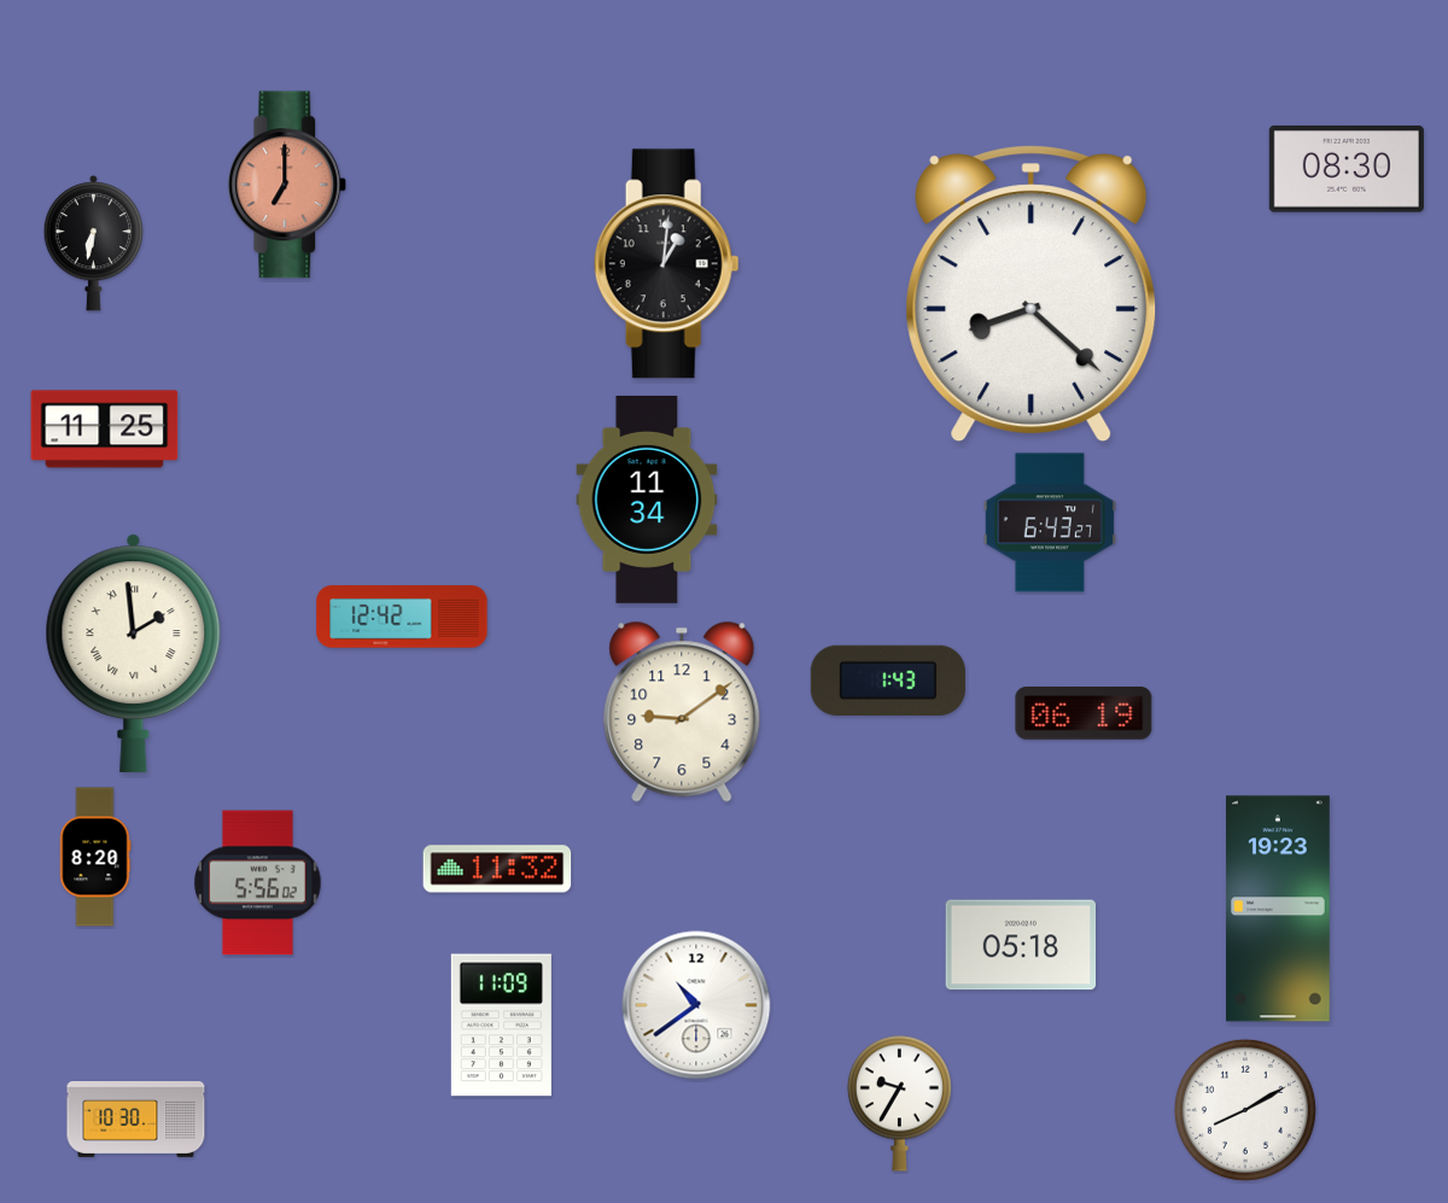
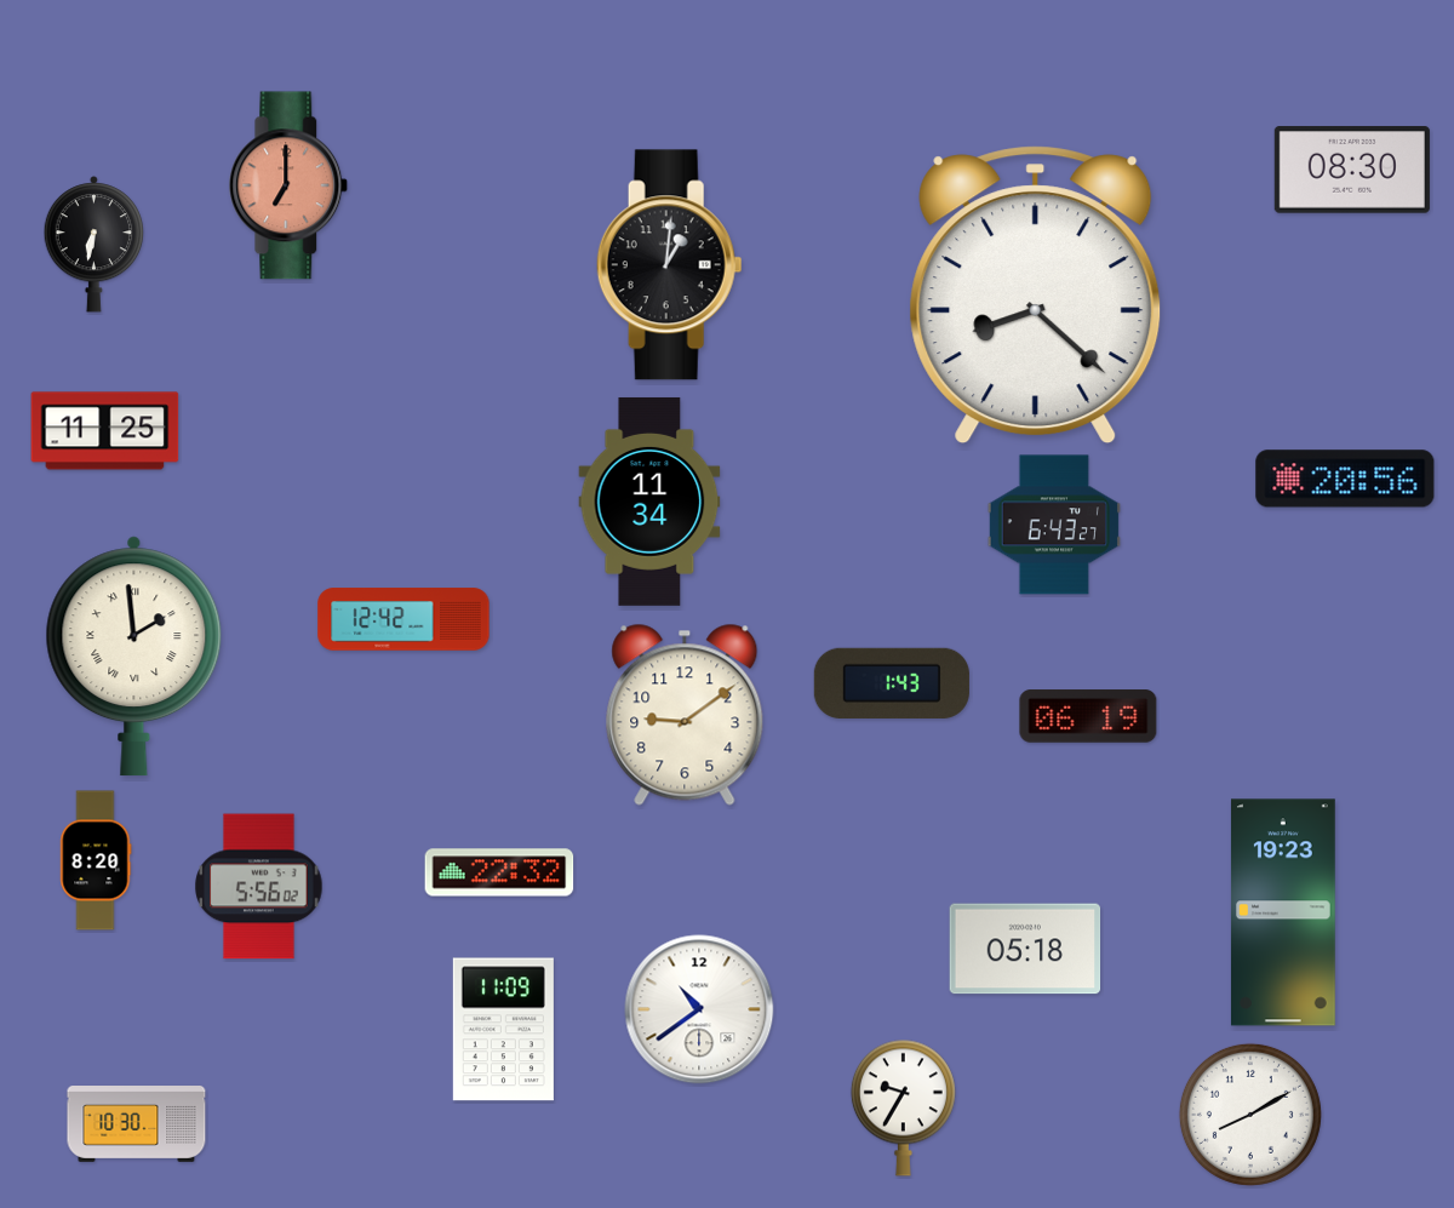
clock at (1345, 479): none -> 20:56
clock at (497, 869): 11:32 -> 22:32
